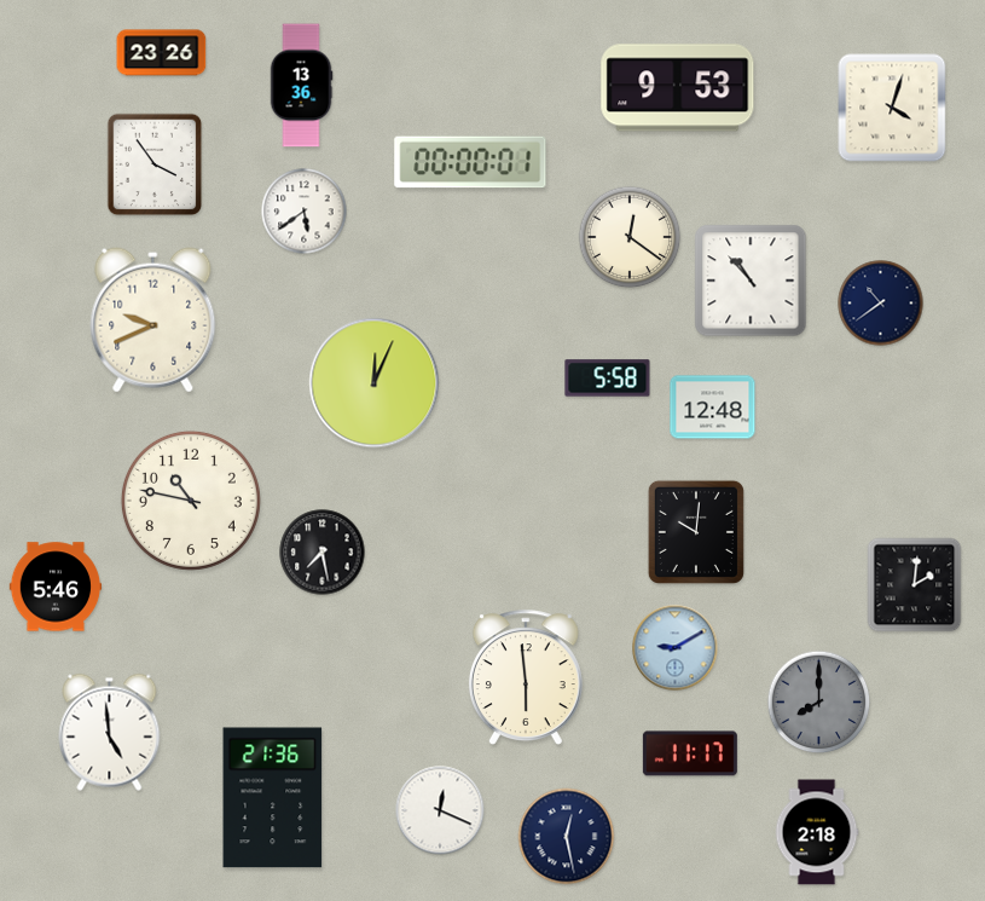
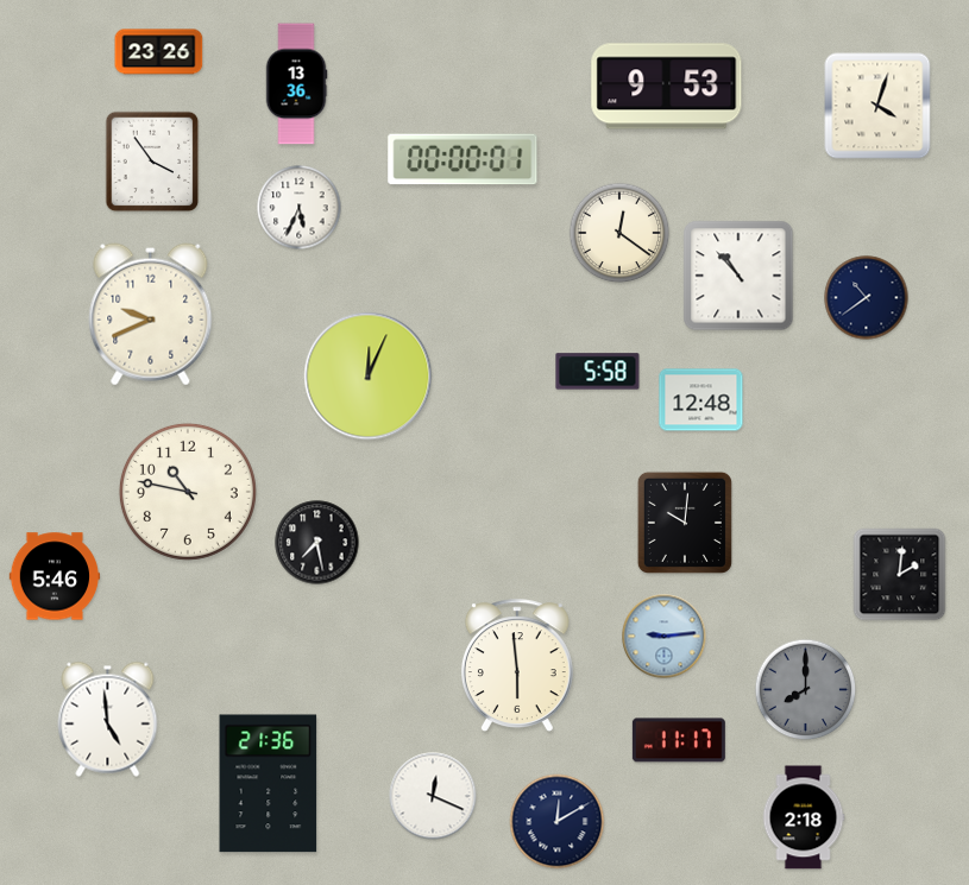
clock at (305, 212): 5:39 -> 5:34
clock at (676, 648): 9:10 -> 9:14
clock at (567, 837): 12:28 -> 12:10
